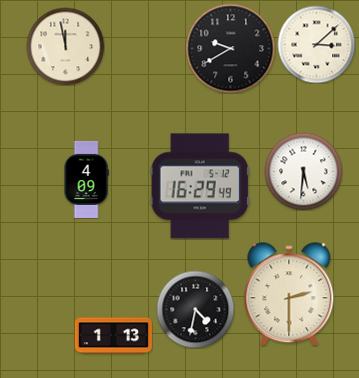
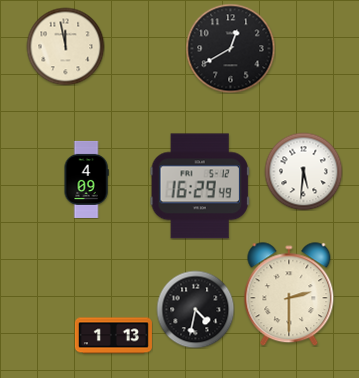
clock at (316, 44): 3:08 -> none
clock at (230, 48): 9:40 -> 12:40
